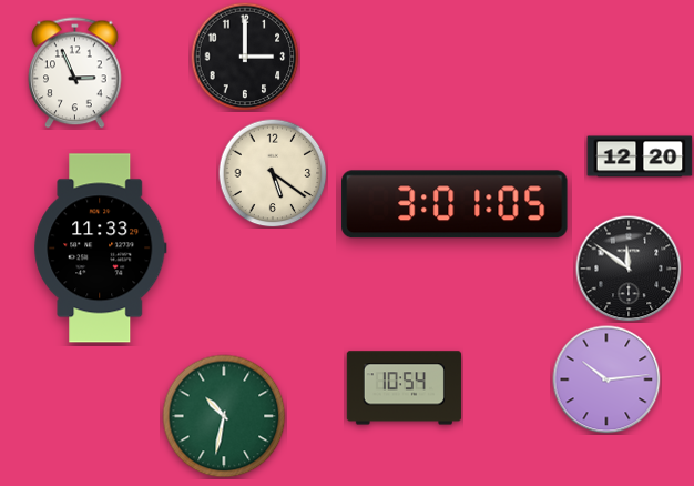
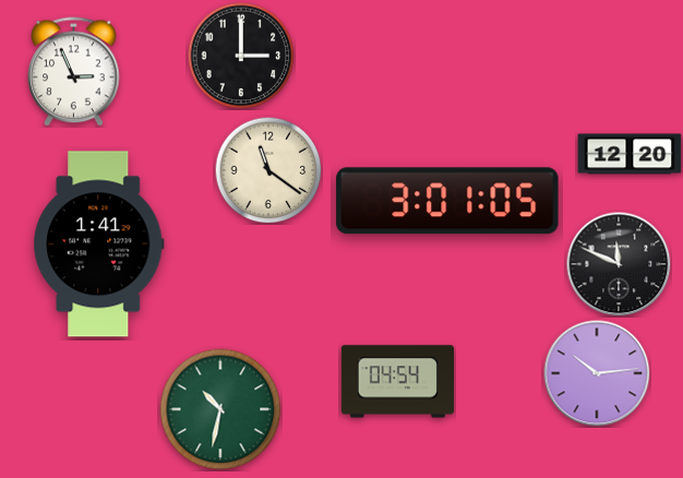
clock at (273, 173): 5:21 -> 11:21
clock at (101, 249): 11:33 -> 1:41
clock at (629, 269): 11:51 -> 11:49
clock at (404, 388): 10:54 -> 04:54
